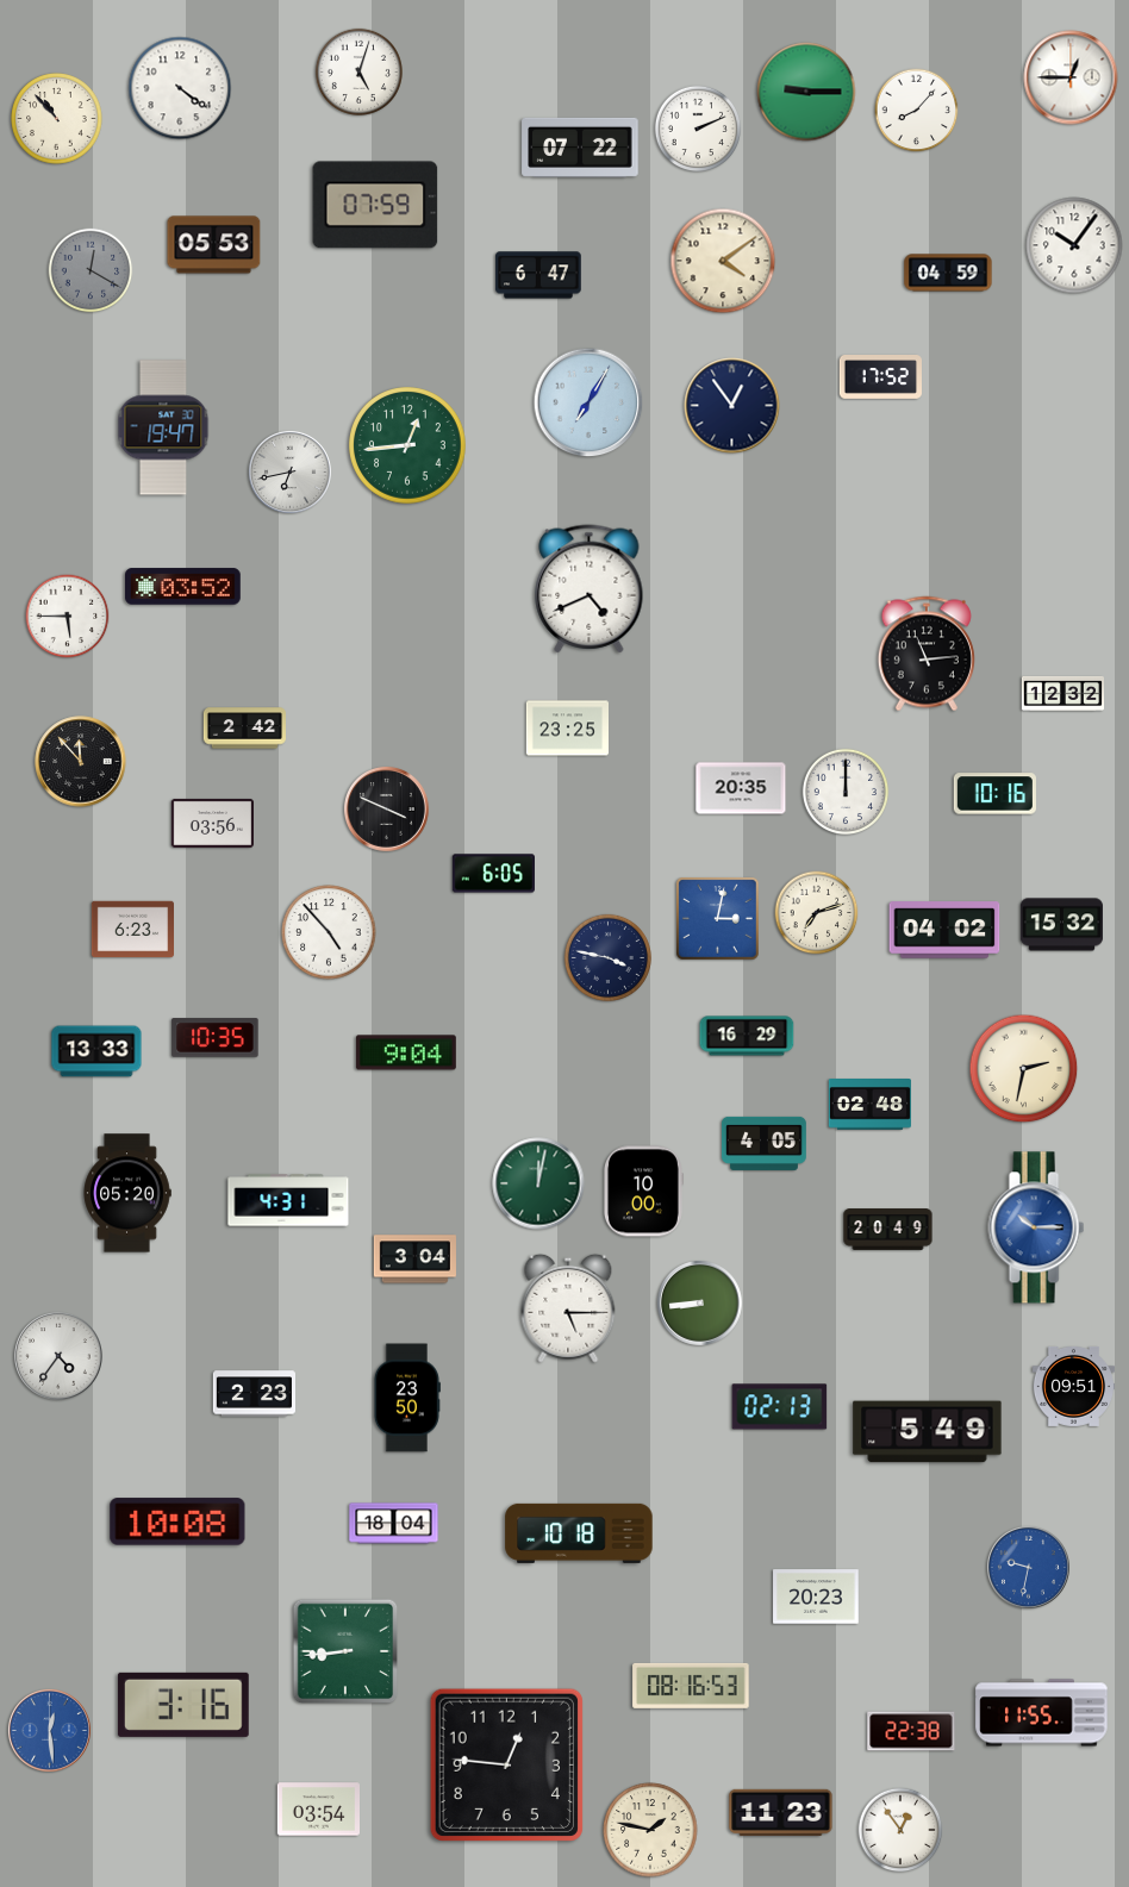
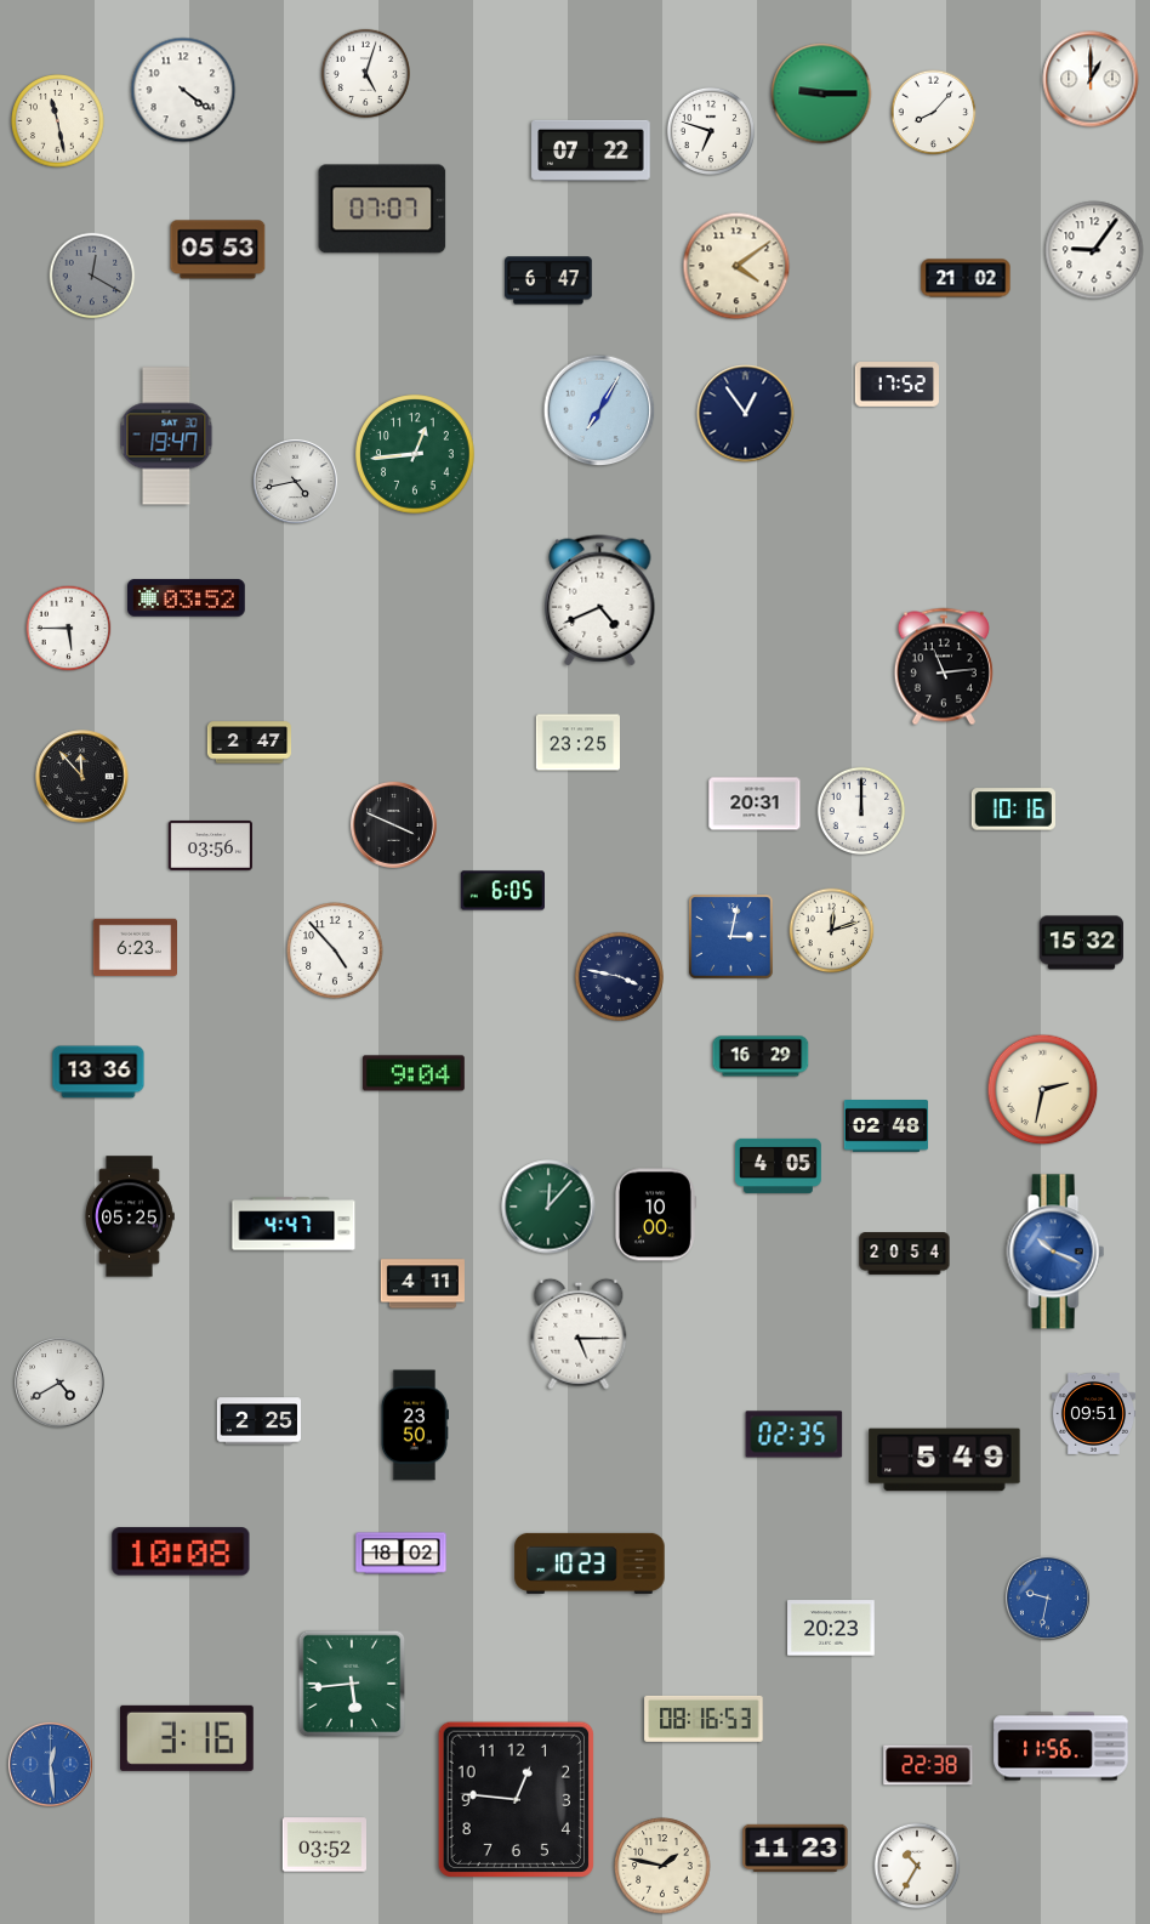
clock at (1071, 77): 12:45 -> 1:00
clock at (57, 119): 10:53 -> 11:28
clock at (698, 129): 2:11 -> 6:48
clock at (375, 205): 07:59 -> 07:07
clock at (1074, 245): 10:06 -> 9:06
clock at (948, 273): 04:59 -> 21:02
clock at (289, 471): 6:43 -> 4:43
clock at (1062, 693): 12:32 -> none
clock at (244, 729): 2:42 -> 2:47
clock at (741, 788): 20:35 -> 20:31
clock at (846, 792) position: (846, 792) -> (861, 811)
clock at (212, 823) position: (212, 823) -> (210, 845)
clock at (817, 913): 7:12 -> 12:12
clock at (944, 930): 04:02 -> none
clock at (216, 1038): 10:35 -> none
clock at (96, 1051): 13:33 -> 13:36
clock at (538, 1183): 12:02 -> 12:07
clock at (127, 1193): 05:20 -> 05:25
clock at (288, 1200): 4:31 -> 4:47
clock at (1036, 1227): 10:15 -> 10:19
clock at (888, 1230): 20:49 -> 20:54
clock at (414, 1260): 3:04 -> 4:11
clock at (699, 1302): 8:44 -> none
clock at (58, 1356): 4:36 -> 4:40
clock at (254, 1394): 2:23 -> 2:25
clock at (780, 1407): 02:13 -> 02:35
clock at (394, 1524): 18:04 -> 18:02
clock at (579, 1533): 10:18 -> 10:23
clock at (345, 1651): 8:44 -> 5:44
clock at (1042, 1713): 11:55 -> 11:56
clock at (318, 1810): 03:54 -> 03:52
clock at (900, 1830): 12:54 -> 10:35
